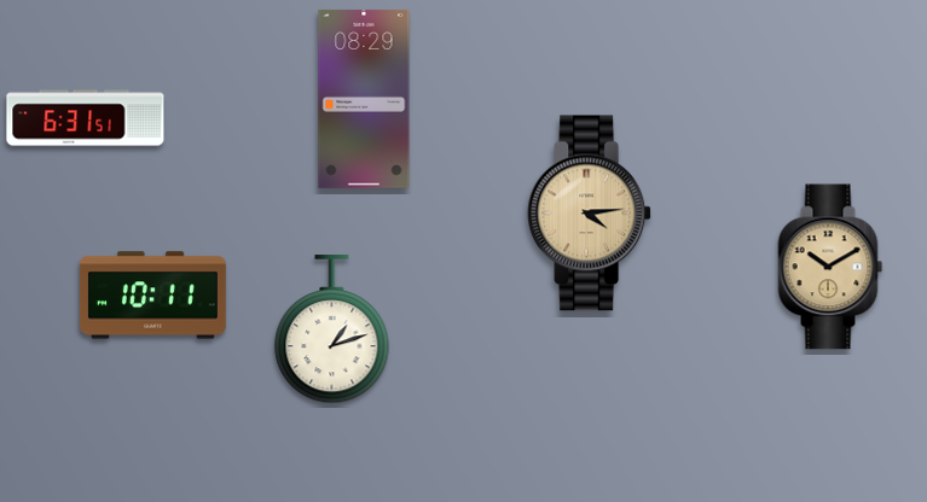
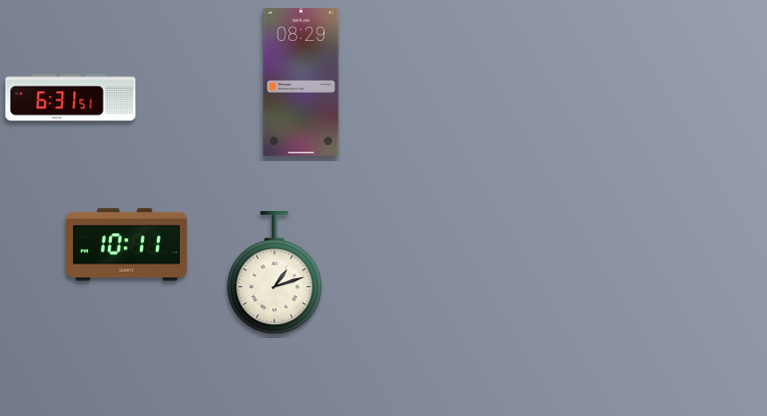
clock at (590, 214): 4:14 -> none
clock at (830, 267): 10:10 -> none
